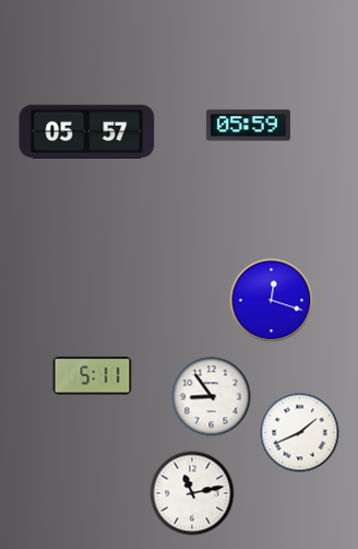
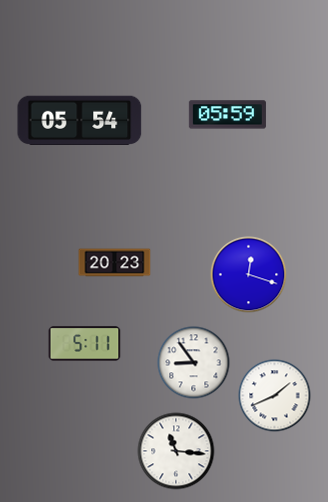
clock at (87, 131): 05:57 -> 05:54
clock at (115, 263): none -> 20:23
clock at (192, 493): 11:13 -> 11:16
